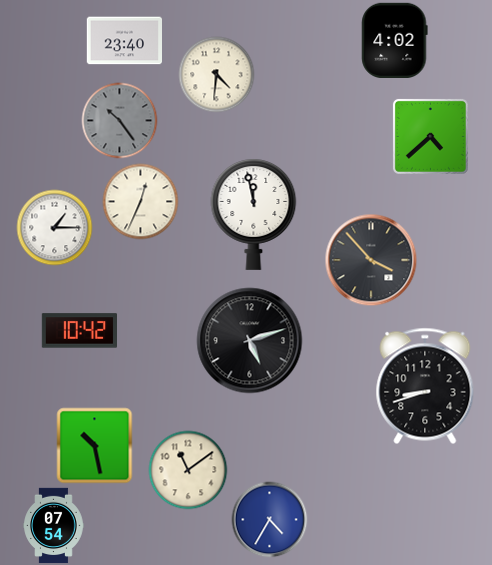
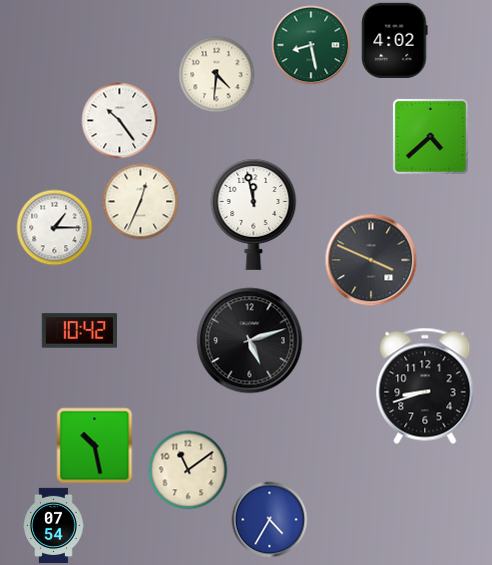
clock at (124, 41): 23:40 -> none
clock at (311, 45): none -> 8:28
clock at (120, 121) dial: grey -> white
clock at (371, 260): 3:53 -> 3:49
